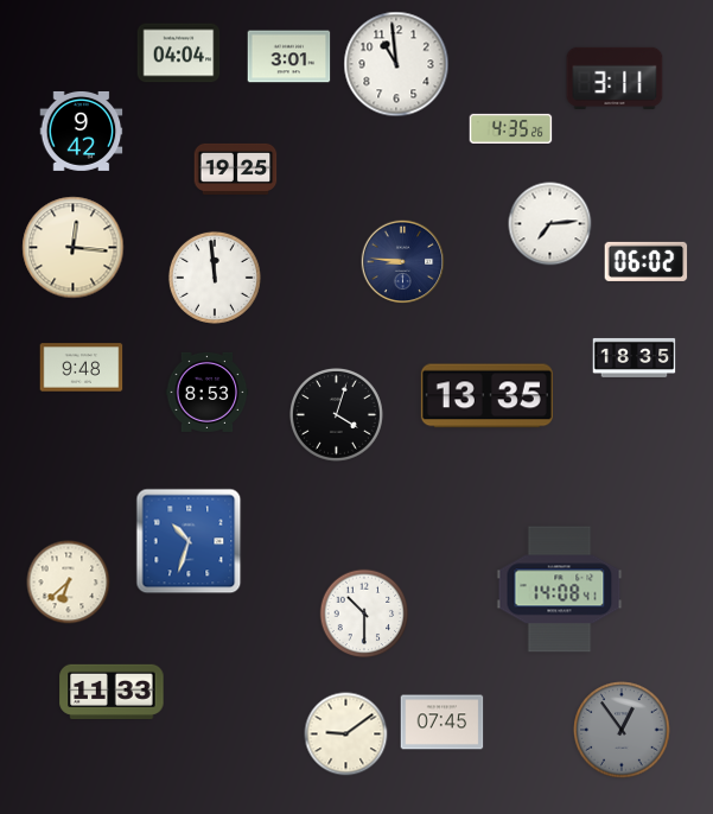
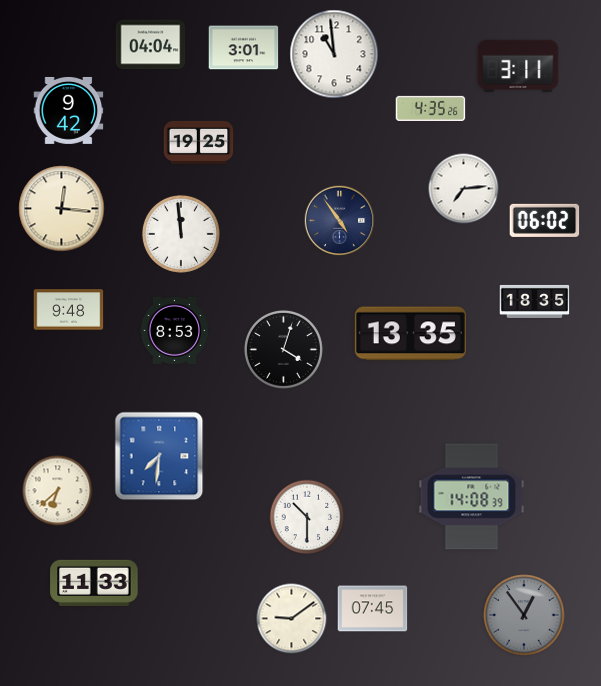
clock at (403, 262): 8:46 -> 4:54
clock at (189, 541): 10:33 -> 7:31
clock at (560, 590): 14:08:41 -> 14:08:39
